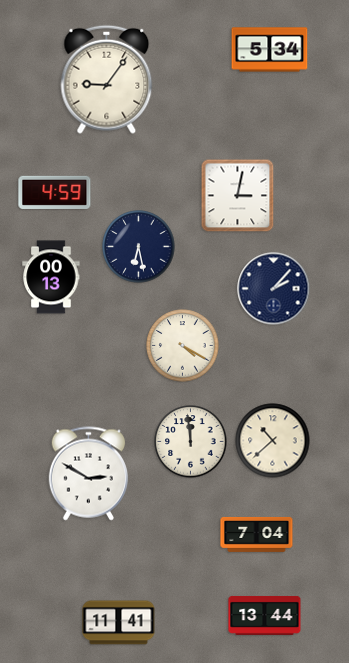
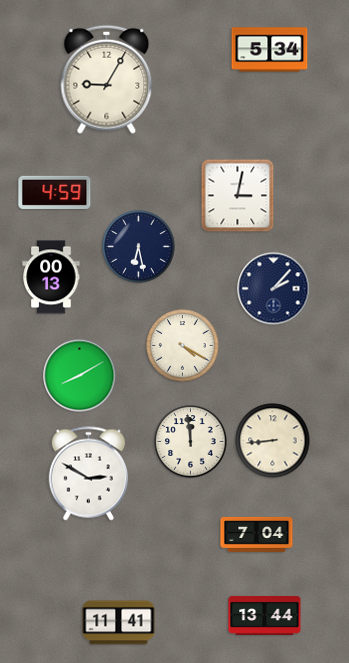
clock at (107, 79): 9:06 -> 9:05
clock at (80, 376): none -> 8:10
clock at (273, 441): 10:38 -> 8:44
